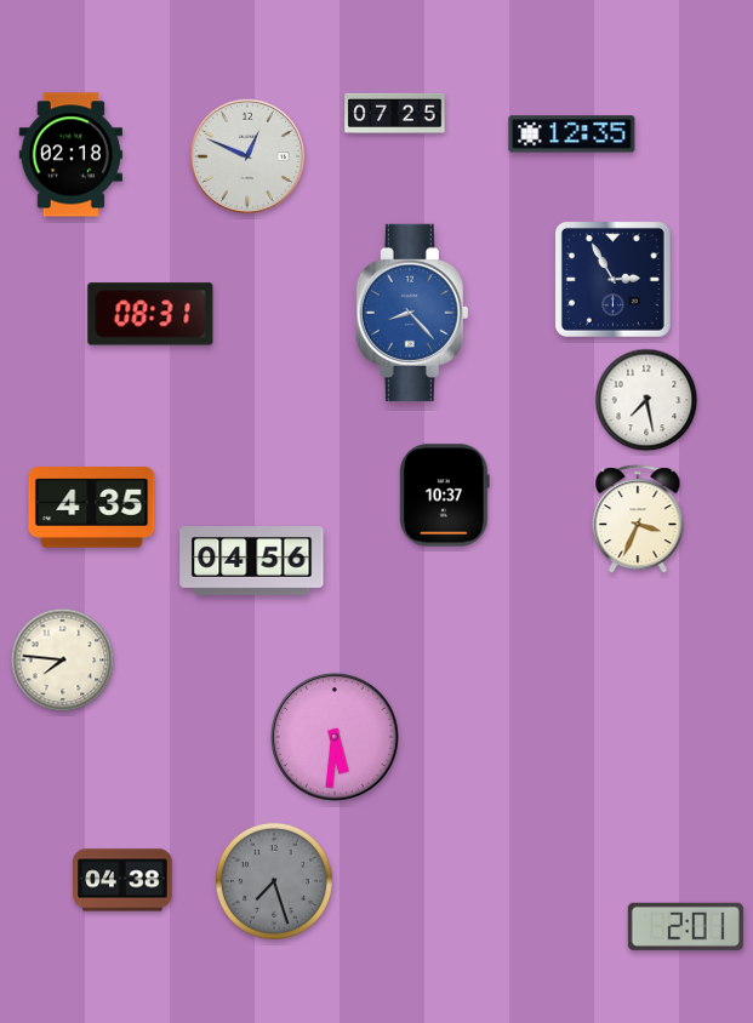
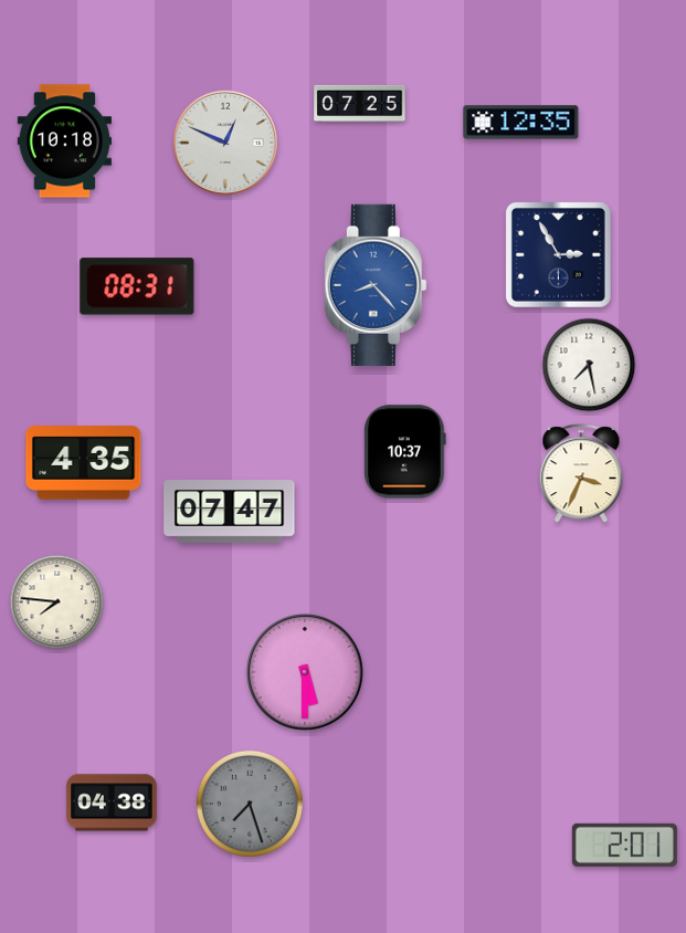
clock at (70, 155): 02:18 -> 10:18
clock at (252, 561): 04:56 -> 07:47
clock at (335, 737): 5:31 -> 5:30
